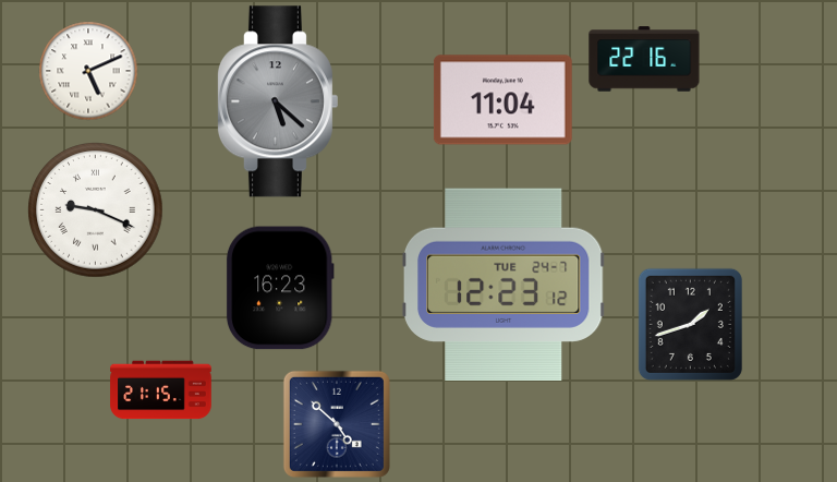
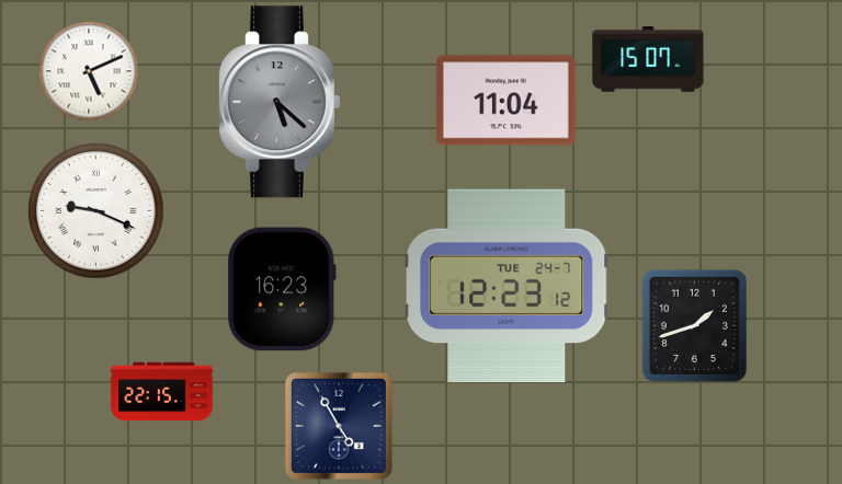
clock at (644, 59): 22:16 -> 15:07
clock at (161, 390): 21:15 -> 22:15
clock at (337, 424): 4:52 -> 4:55
